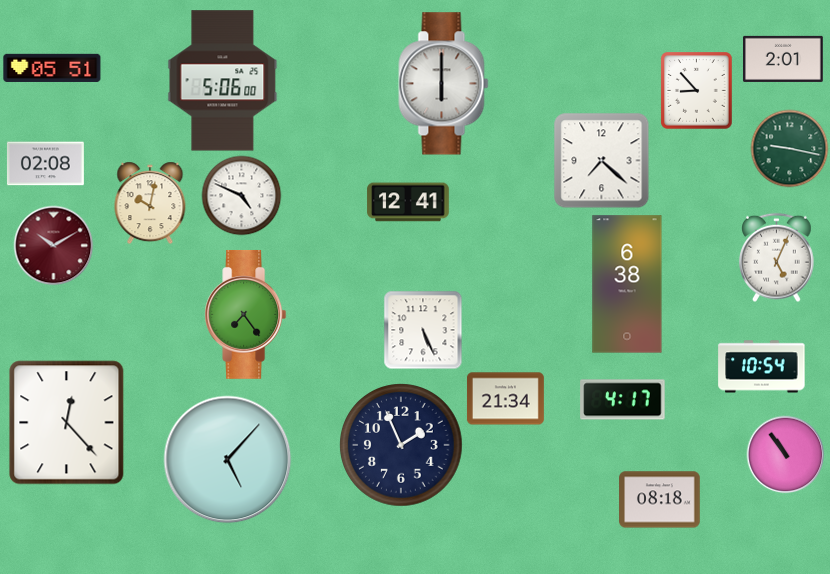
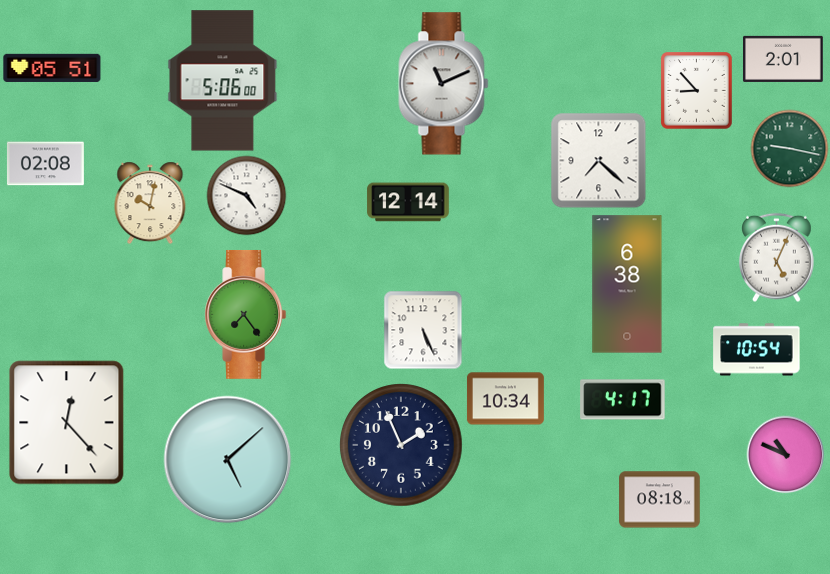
clock at (444, 84): 6:00 -> 11:11
clock at (602, 161) position: (602, 161) -> (599, 161)
clock at (241, 195) position: (241, 195) -> (246, 195)
clock at (408, 202): 12:41 -> 12:14
clock at (53, 245): 10:10 -> none
clock at (762, 367) position: (762, 367) -> (757, 350)
clock at (505, 399): 21:34 -> 10:34
clock at (785, 454): 10:54 -> 10:49
clock at (228, 460): 5:07 -> 5:08
